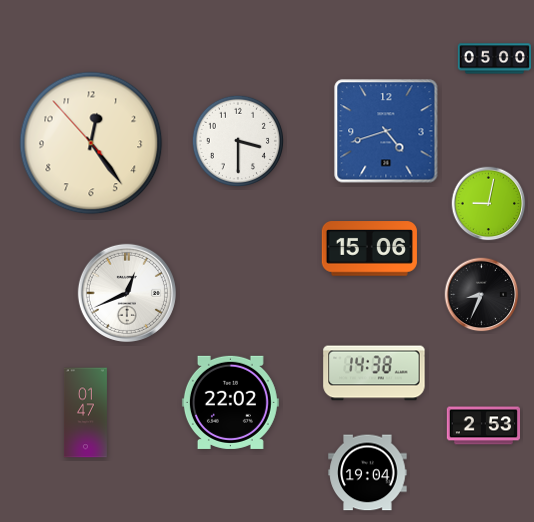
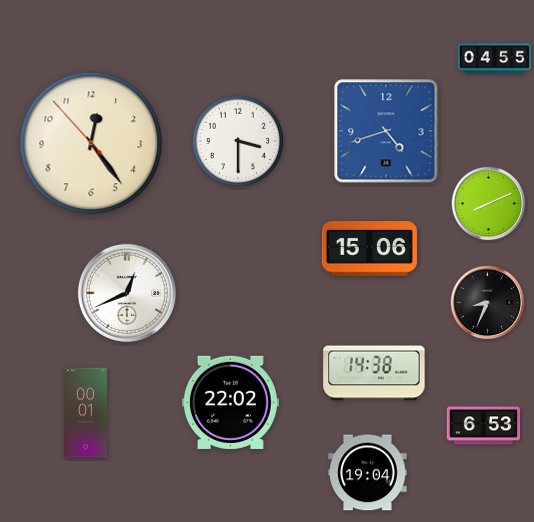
clock at (494, 59): 05:00 -> 04:55
clock at (489, 204): 9:02 -> 8:11
clock at (482, 295) position: (482, 295) -> (488, 303)
clock at (85, 413): 01:47 -> 00:01
clock at (483, 426): 2:53 -> 6:53
